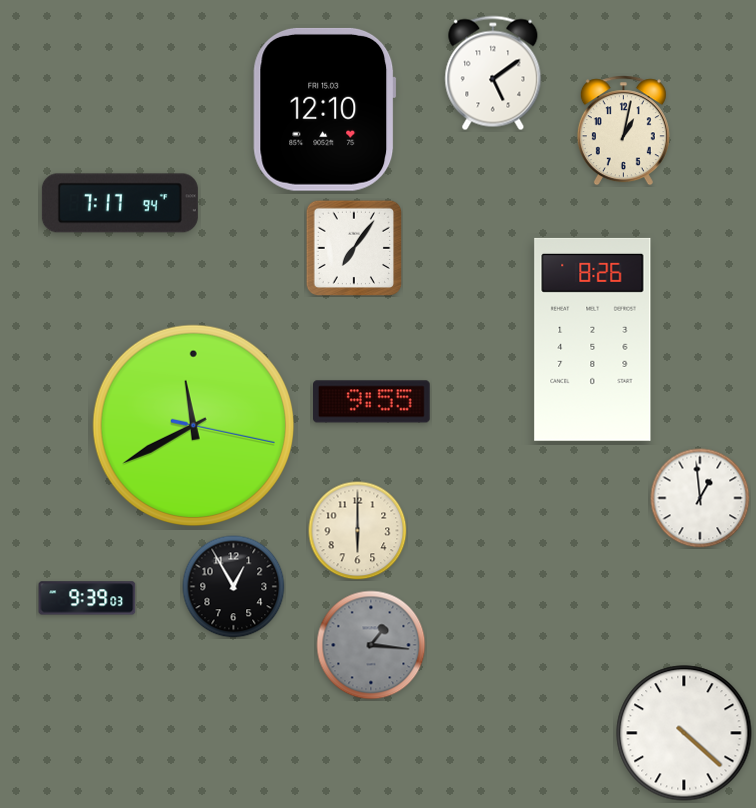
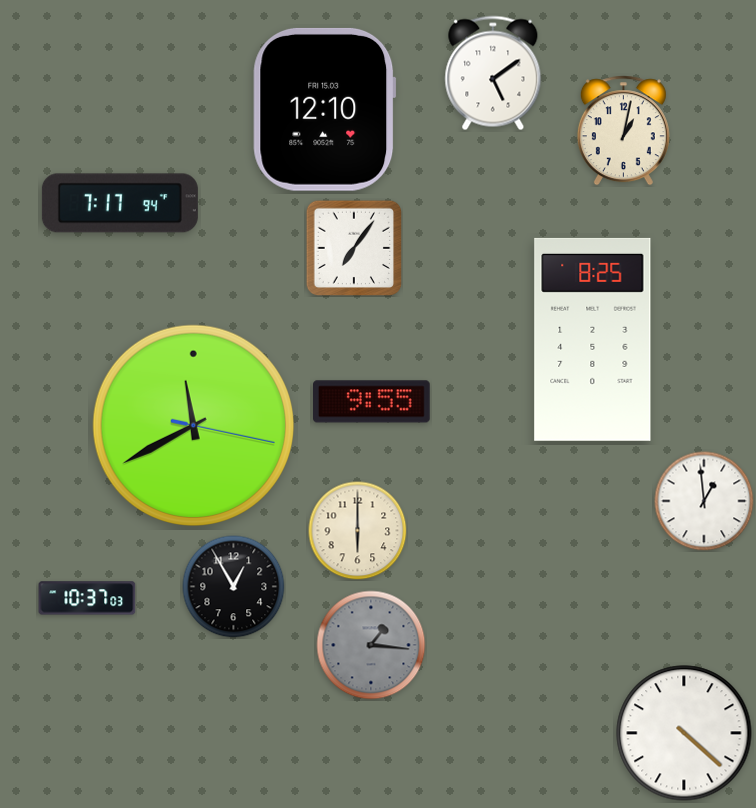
clock at (593, 339): 8:26 -> 8:25
clock at (700, 498) position: (700, 498) -> (704, 501)
clock at (87, 598): 9:39 -> 10:37
